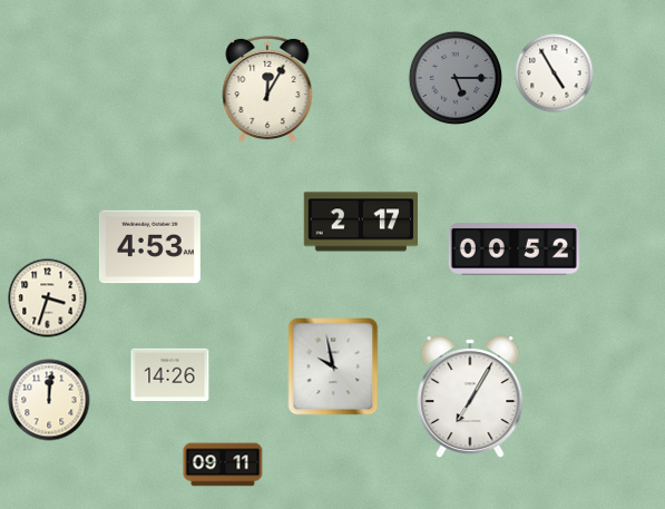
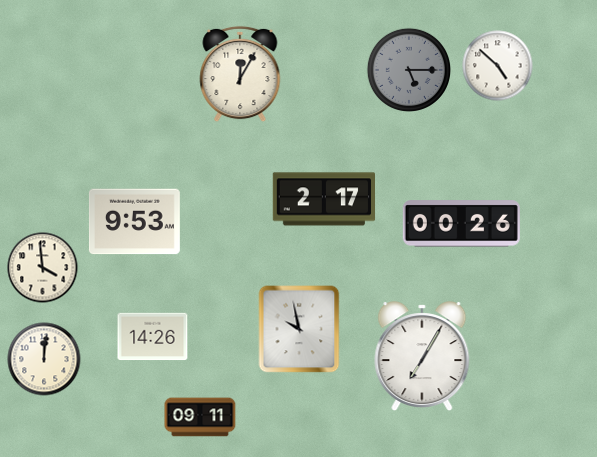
clock at (555, 74): 4:55 -> 4:52
clock at (267, 89) position: (267, 89) -> (240, 74)
clock at (149, 247): 4:53 -> 9:53
clock at (514, 249): 00:52 -> 00:26
clock at (48, 298): 3:33 -> 3:59
